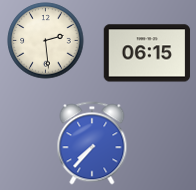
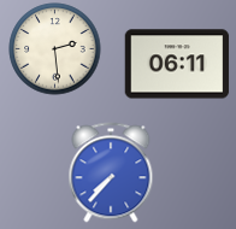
clock at (147, 53): 06:15 -> 06:11
